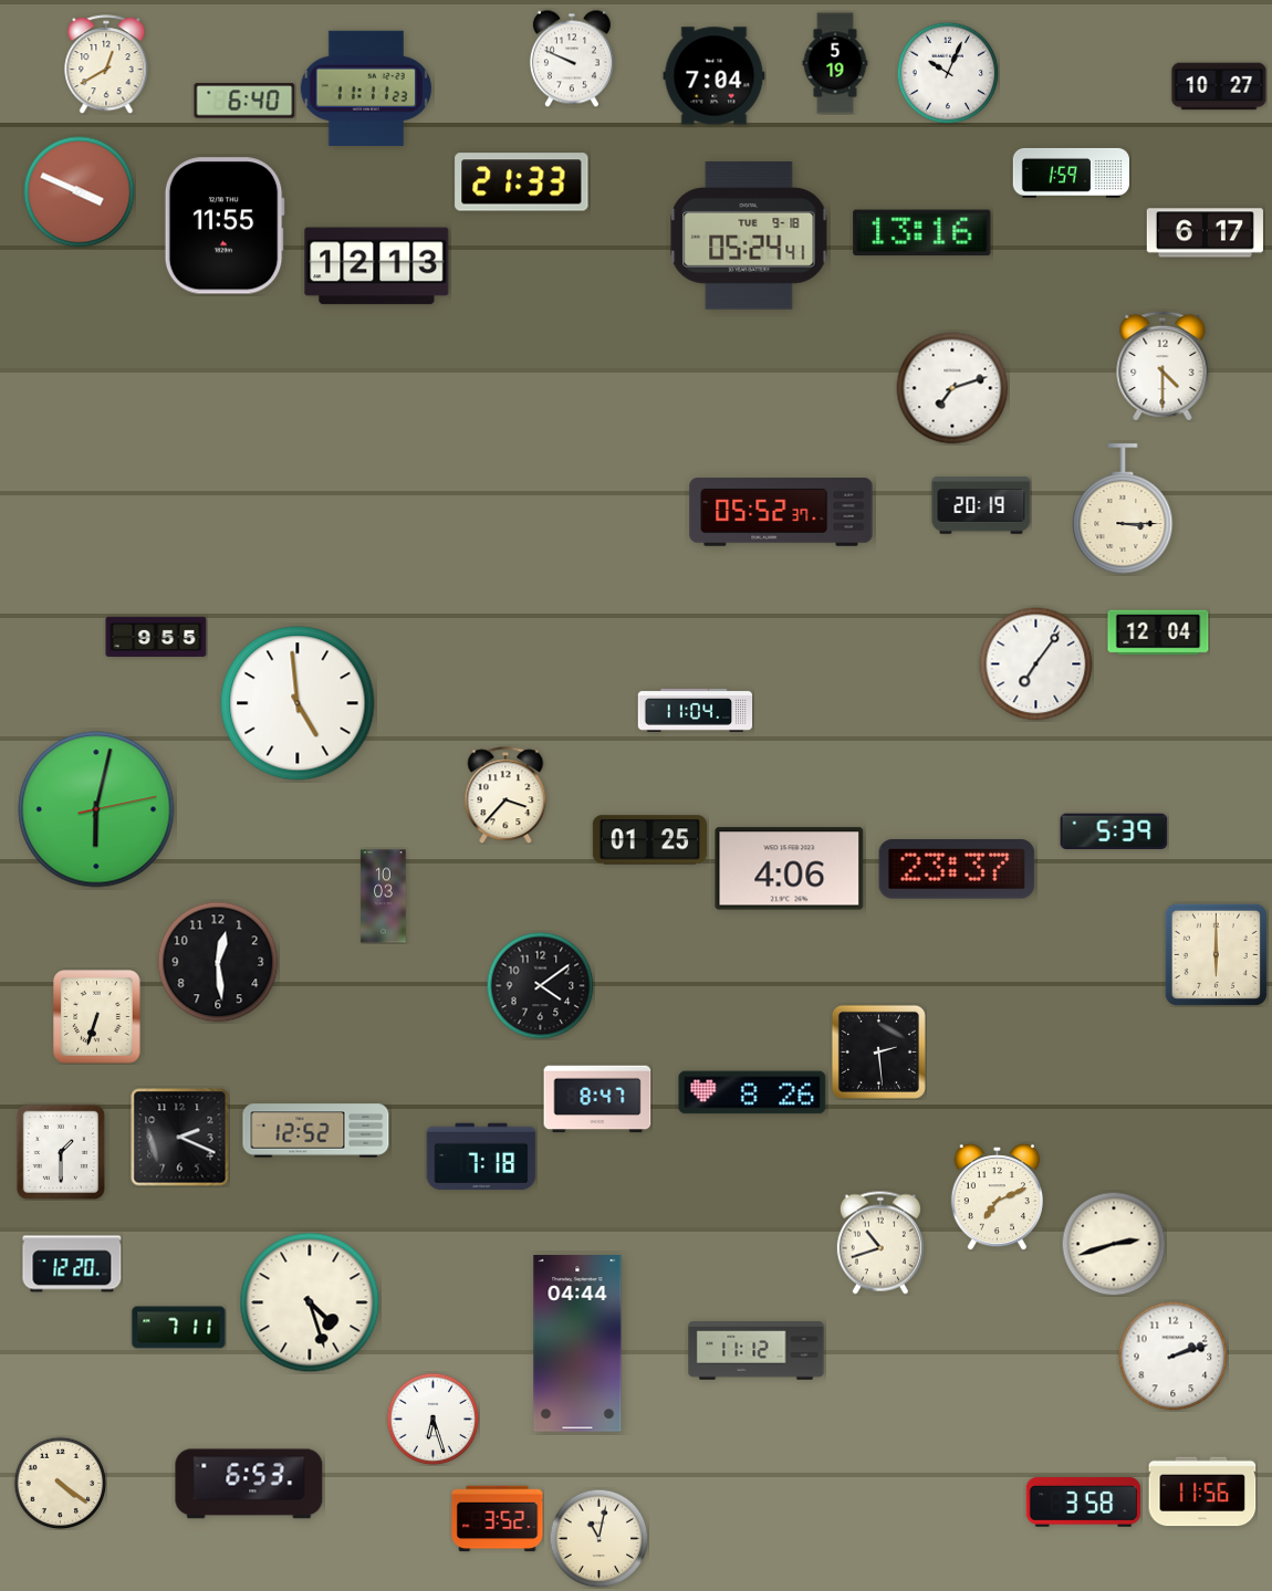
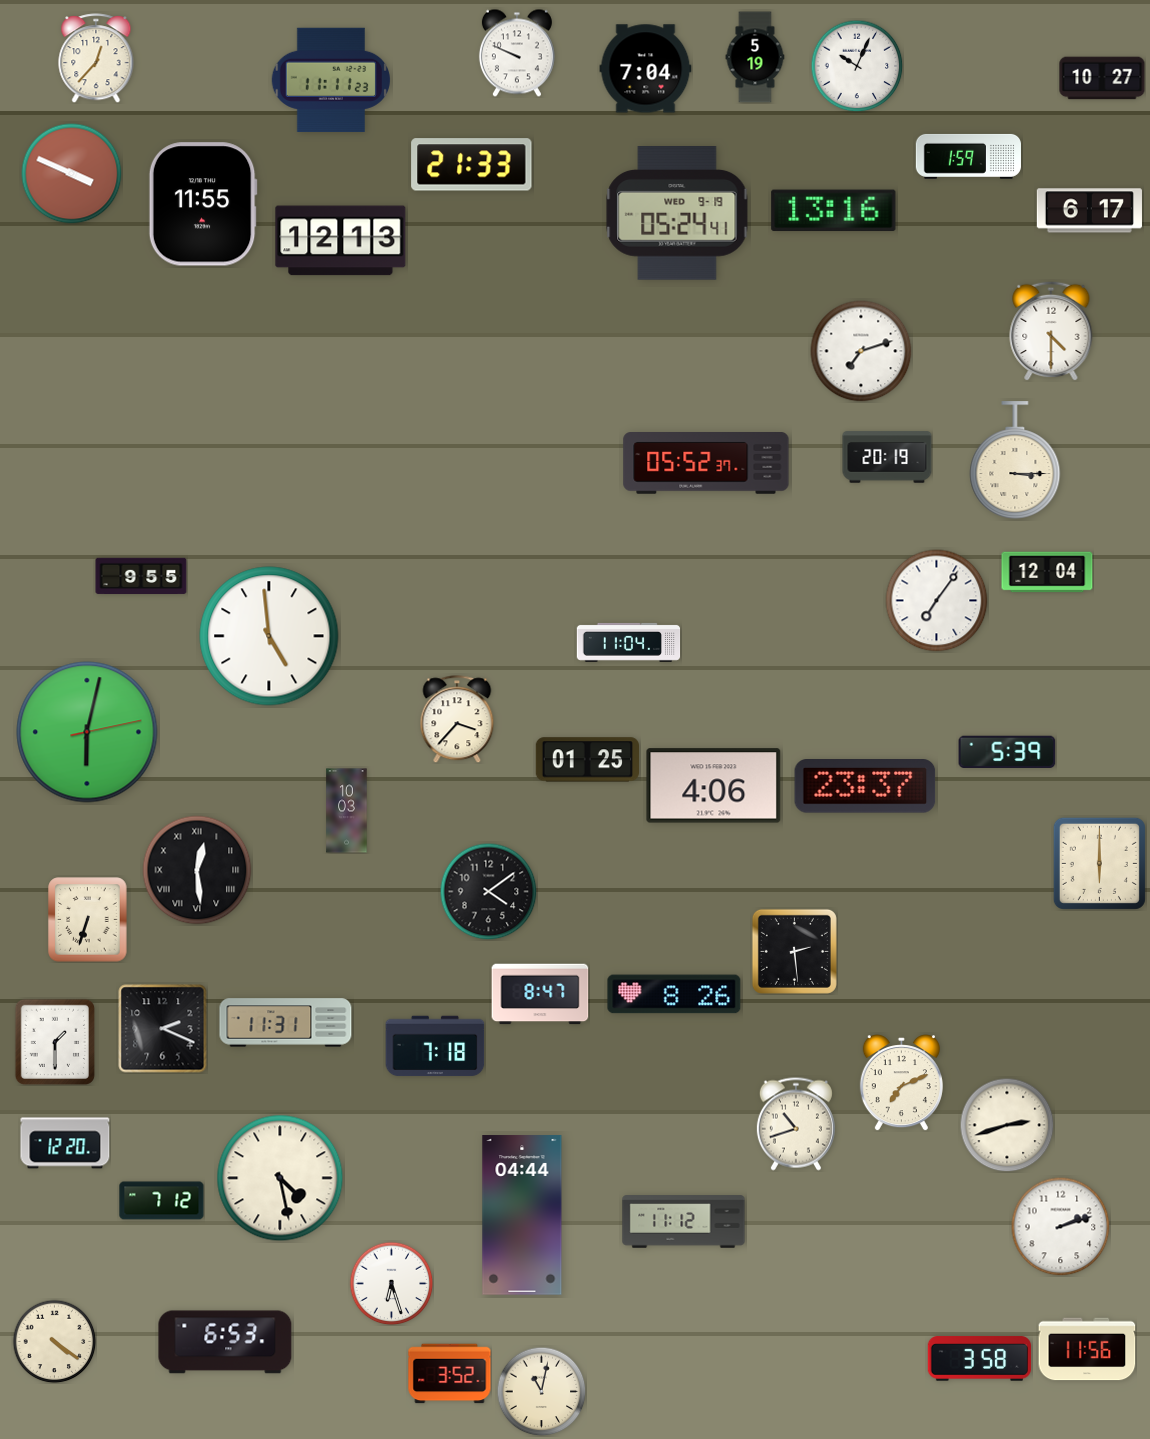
clock at (106, 64): 12:40 -> 12:37
clock at (244, 101): 6:40 -> none
clock at (749, 237) date: TUE 9-18 -> WED 9-19
clock at (218, 962) numerals: Arabic -> Roman
clock at (752, 1092) position: (752, 1092) -> (674, 994)
clock at (316, 1131): 12:52 -> 11:31
clock at (310, 1302): 4:27 -> 4:28
clock at (179, 1328): 7:11 -> 7:12
